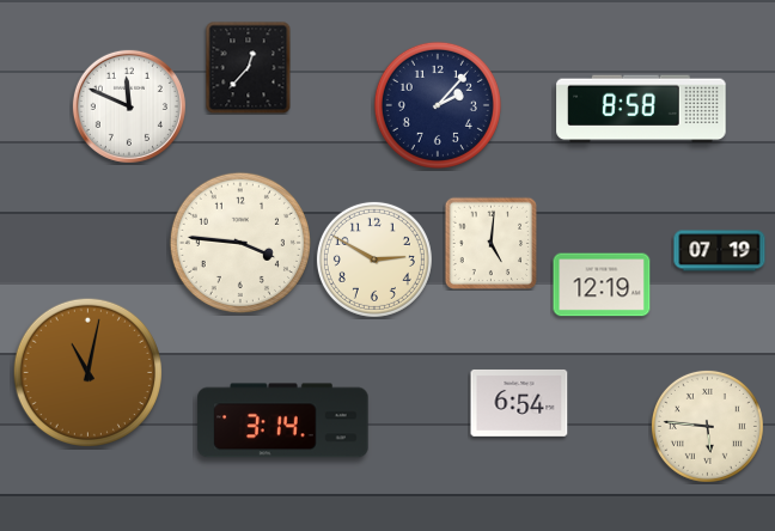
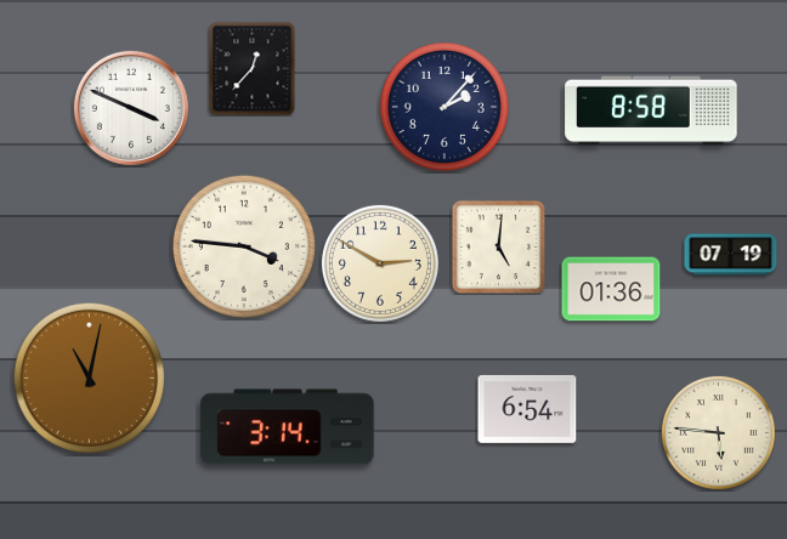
clock at (129, 106): 11:49 -> 3:49
clock at (602, 285): 12:19 -> 01:36
